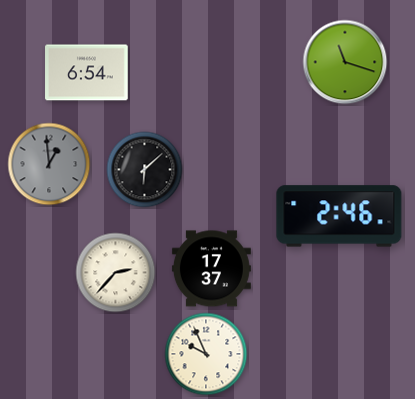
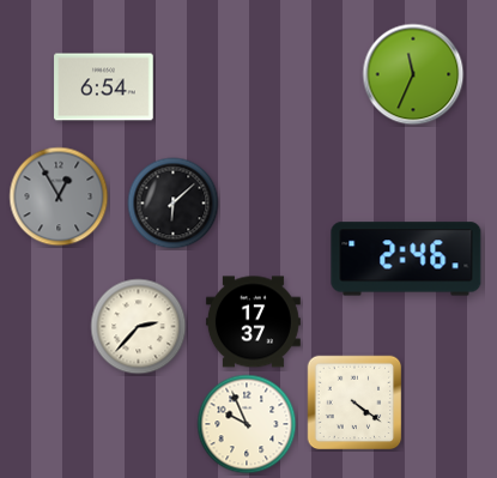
clock at (345, 62): 11:18 -> 11:34
clock at (49, 164): 12:59 -> 12:55
clock at (354, 403): none -> 4:21
